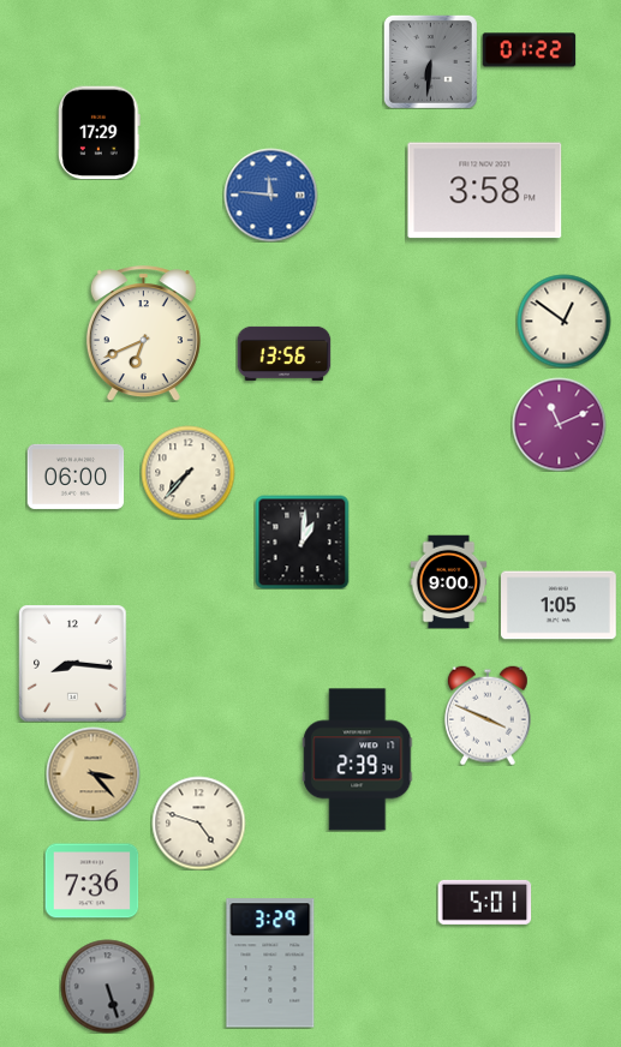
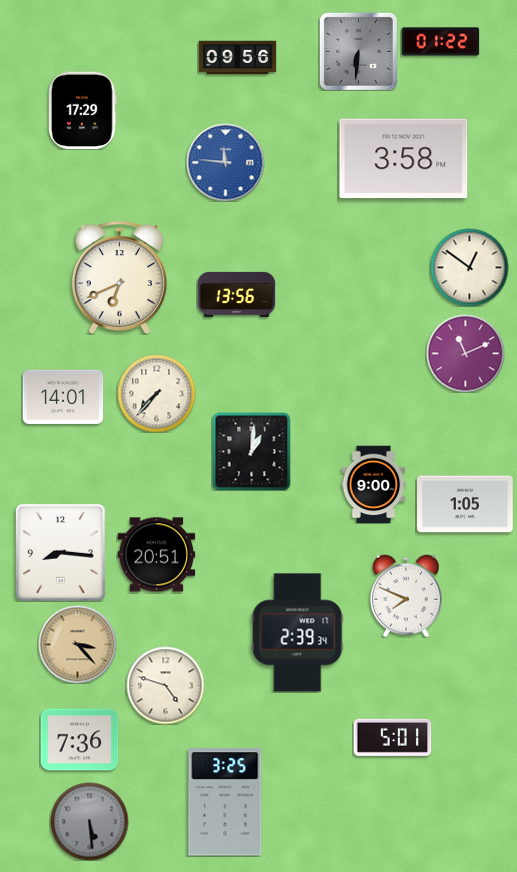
clock at (237, 58): none -> 09:56
clock at (76, 477): 06:00 -> 14:01
clock at (156, 555): none -> 20:51
clock at (489, 716): 3:49 -> 7:49
clock at (91, 881) position: (91, 881) -> (79, 740)
clock at (484, 902) position: (484, 902) -> (392, 737)
clock at (270, 963): 3:29 -> 3:25
clock at (107, 986): 5:27 -> 5:29
